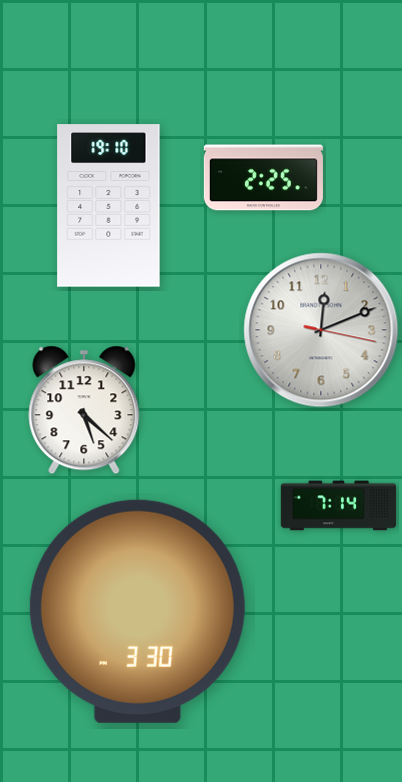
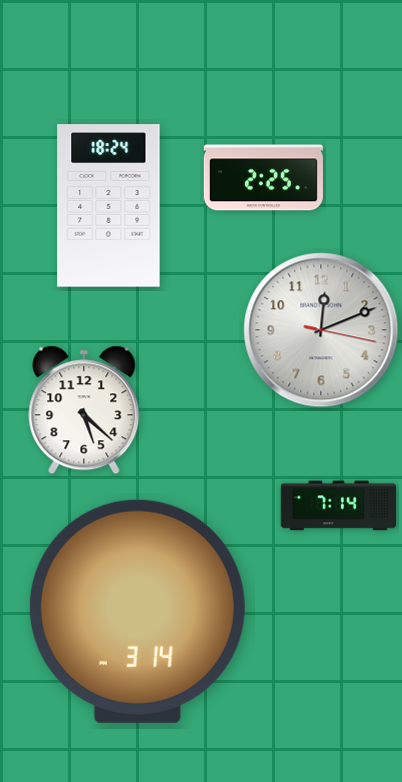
clock at (109, 206): 19:10 -> 18:24
clock at (137, 611): 3:30 -> 3:14
